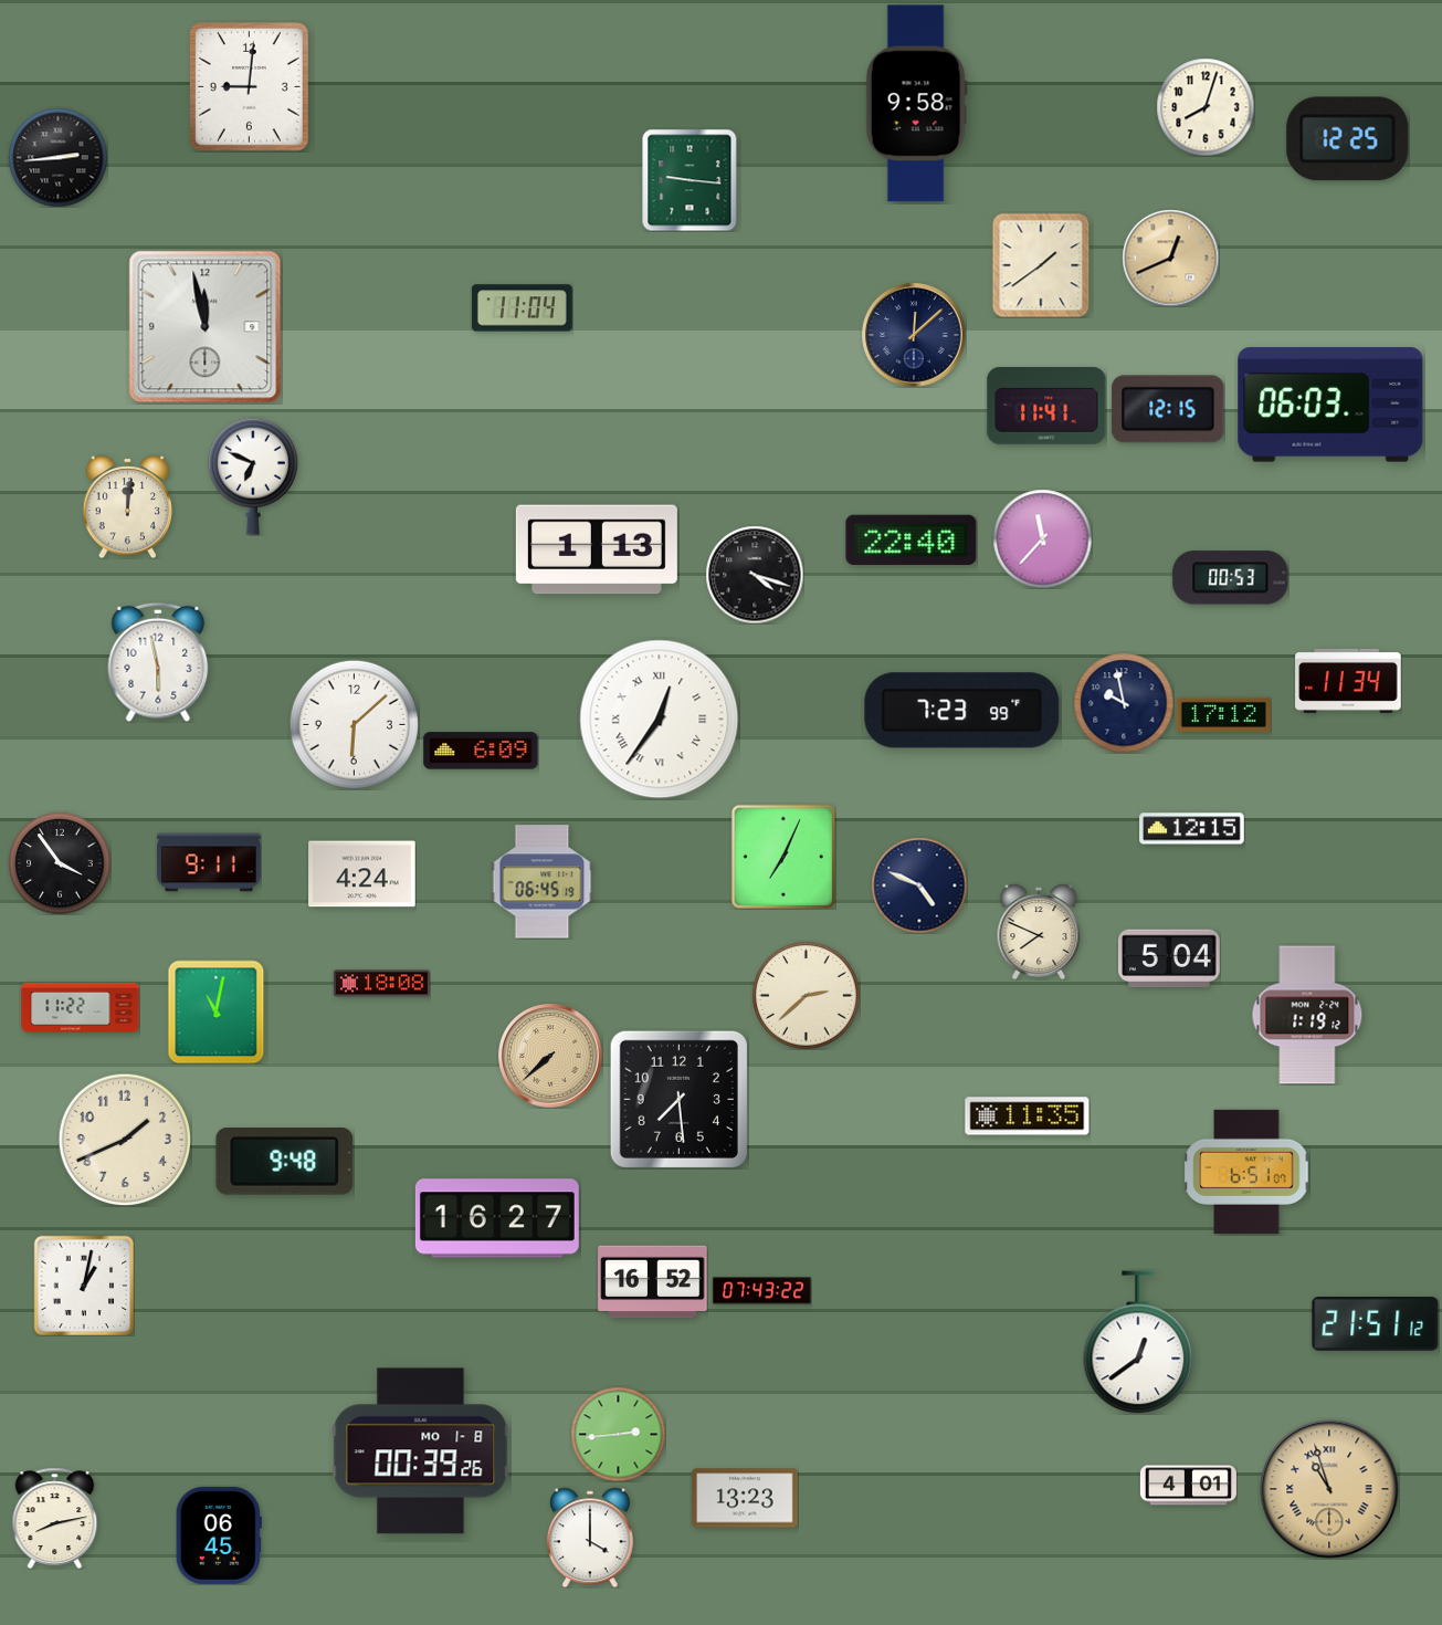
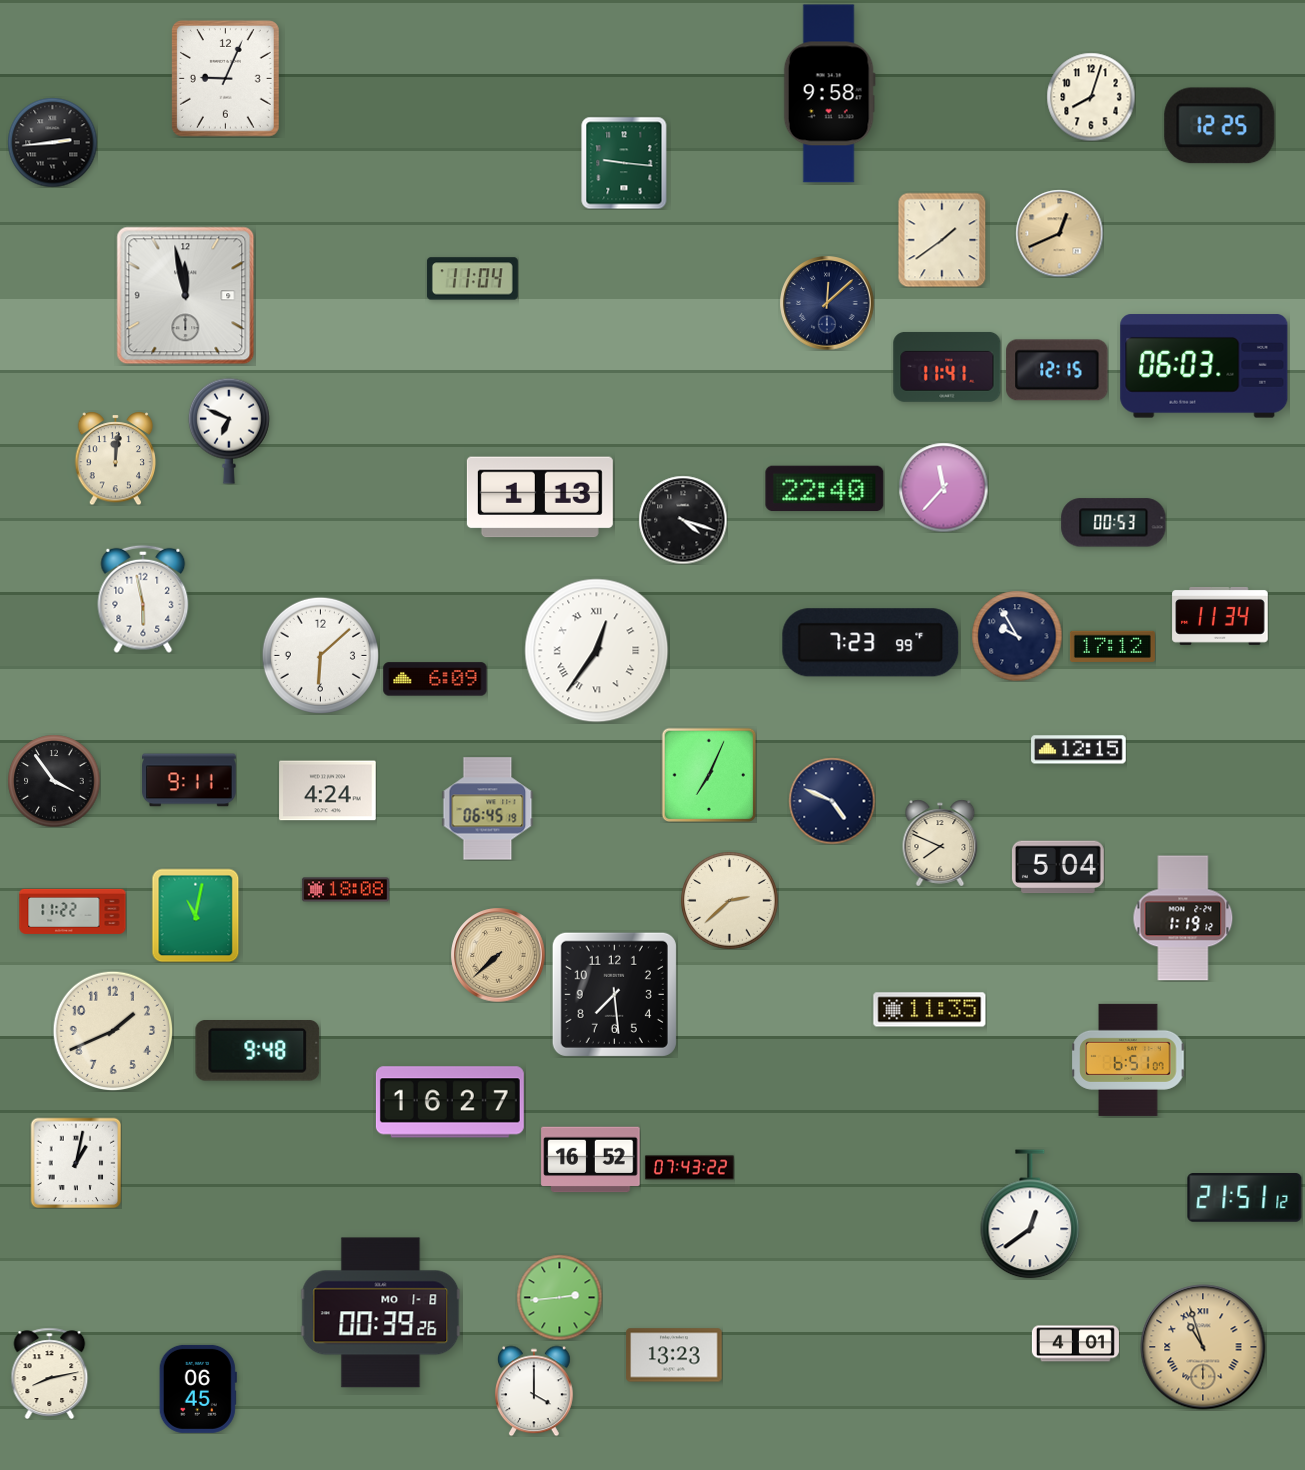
clock at (249, 86): 9:01 -> 9:04
clock at (1124, 703): 9:58 -> 9:55
clock at (1223, 714) position: (1223, 714) -> (1112, 646)
clock at (543, 882) position: (543, 882) -> (488, 809)
